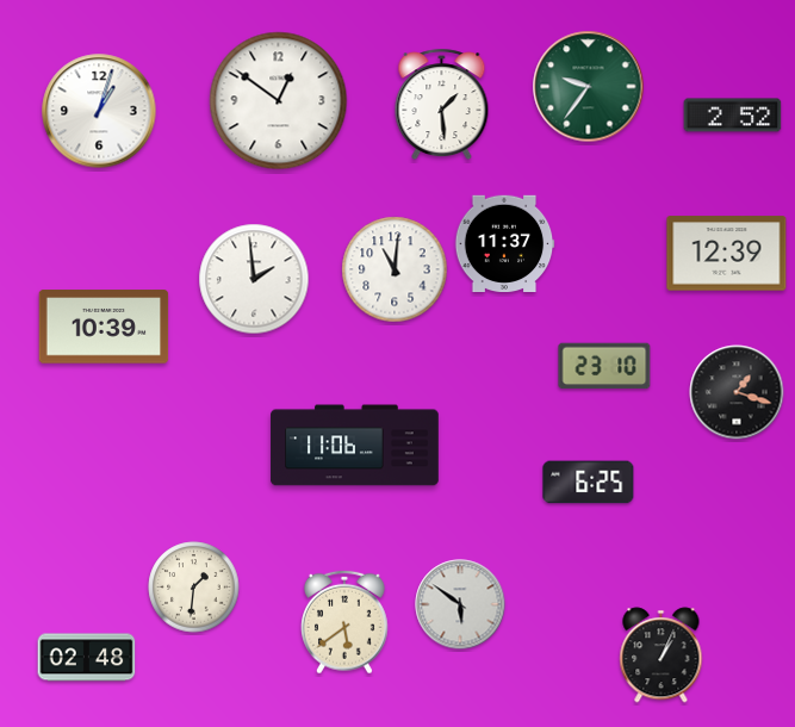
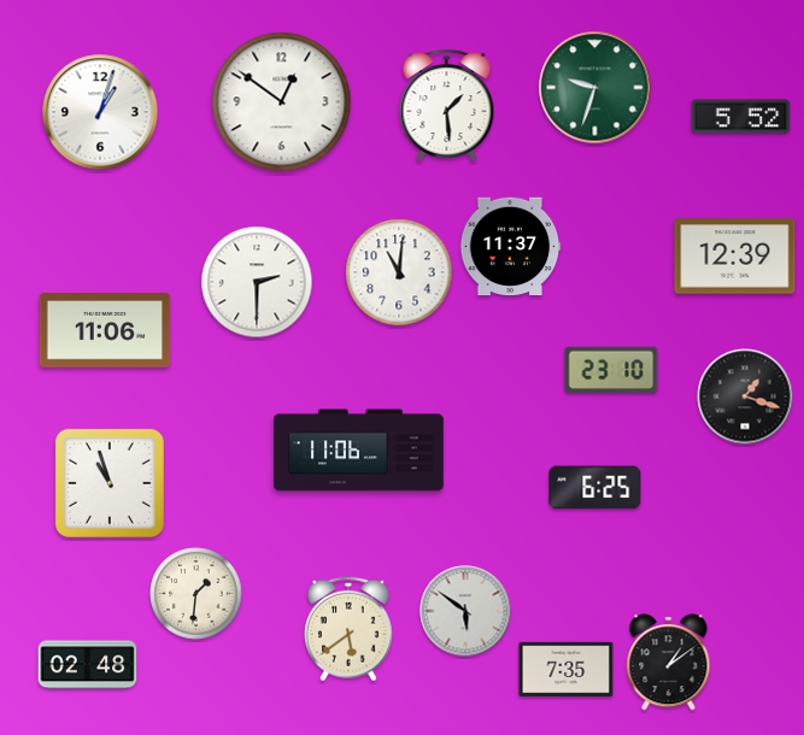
clock at (589, 87): 9:36 -> 9:33
clock at (733, 116): 2:52 -> 5:52
clock at (254, 279): 1:59 -> 2:30
clock at (104, 327): 10:39 -> 11:06
clock at (110, 483): none -> 10:57
clock at (662, 655): 1:04 -> 1:09
clock at (567, 669): none -> 7:35
